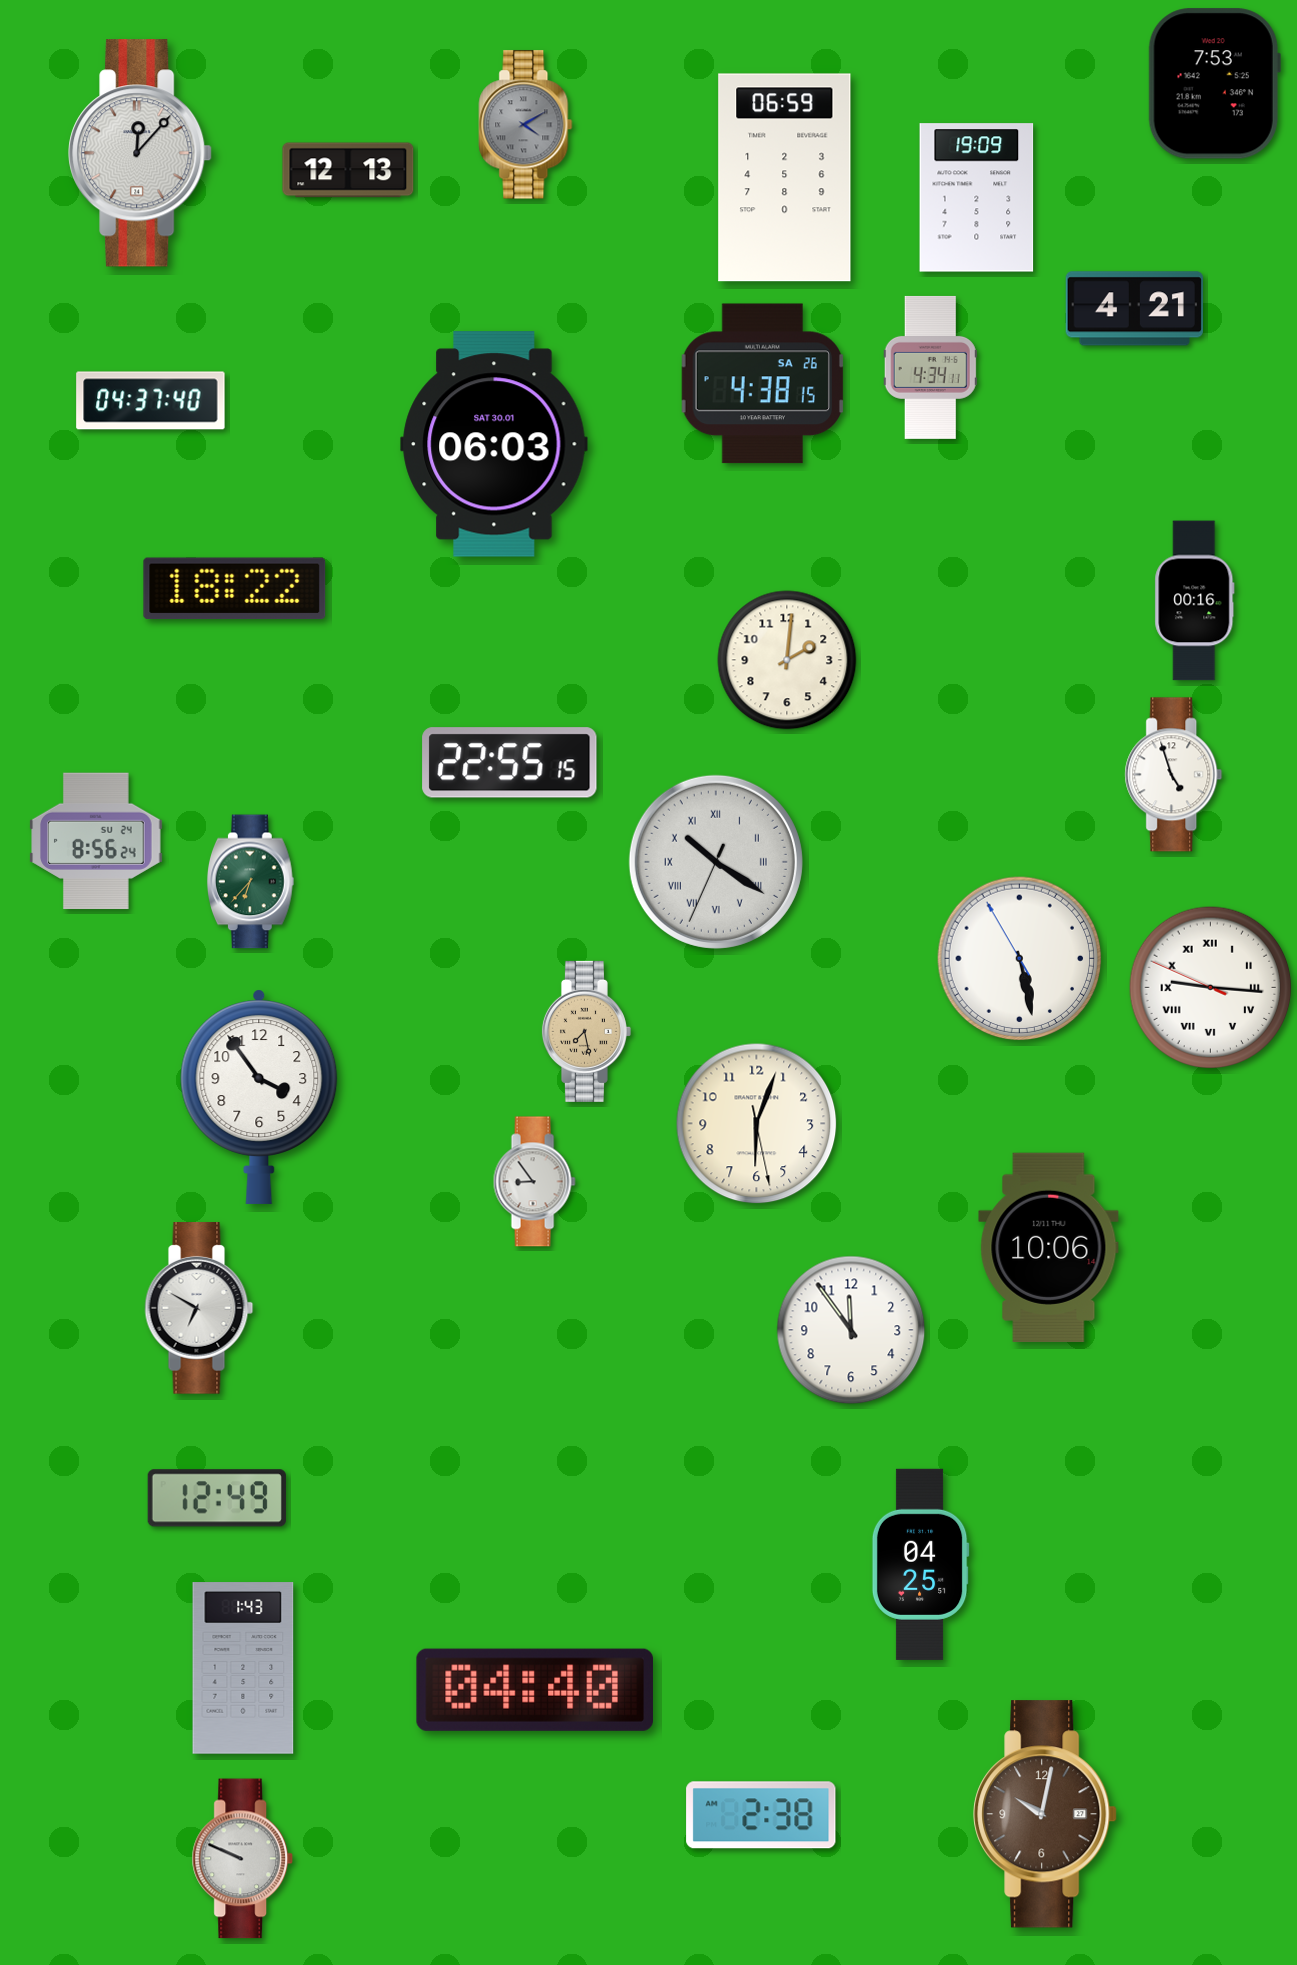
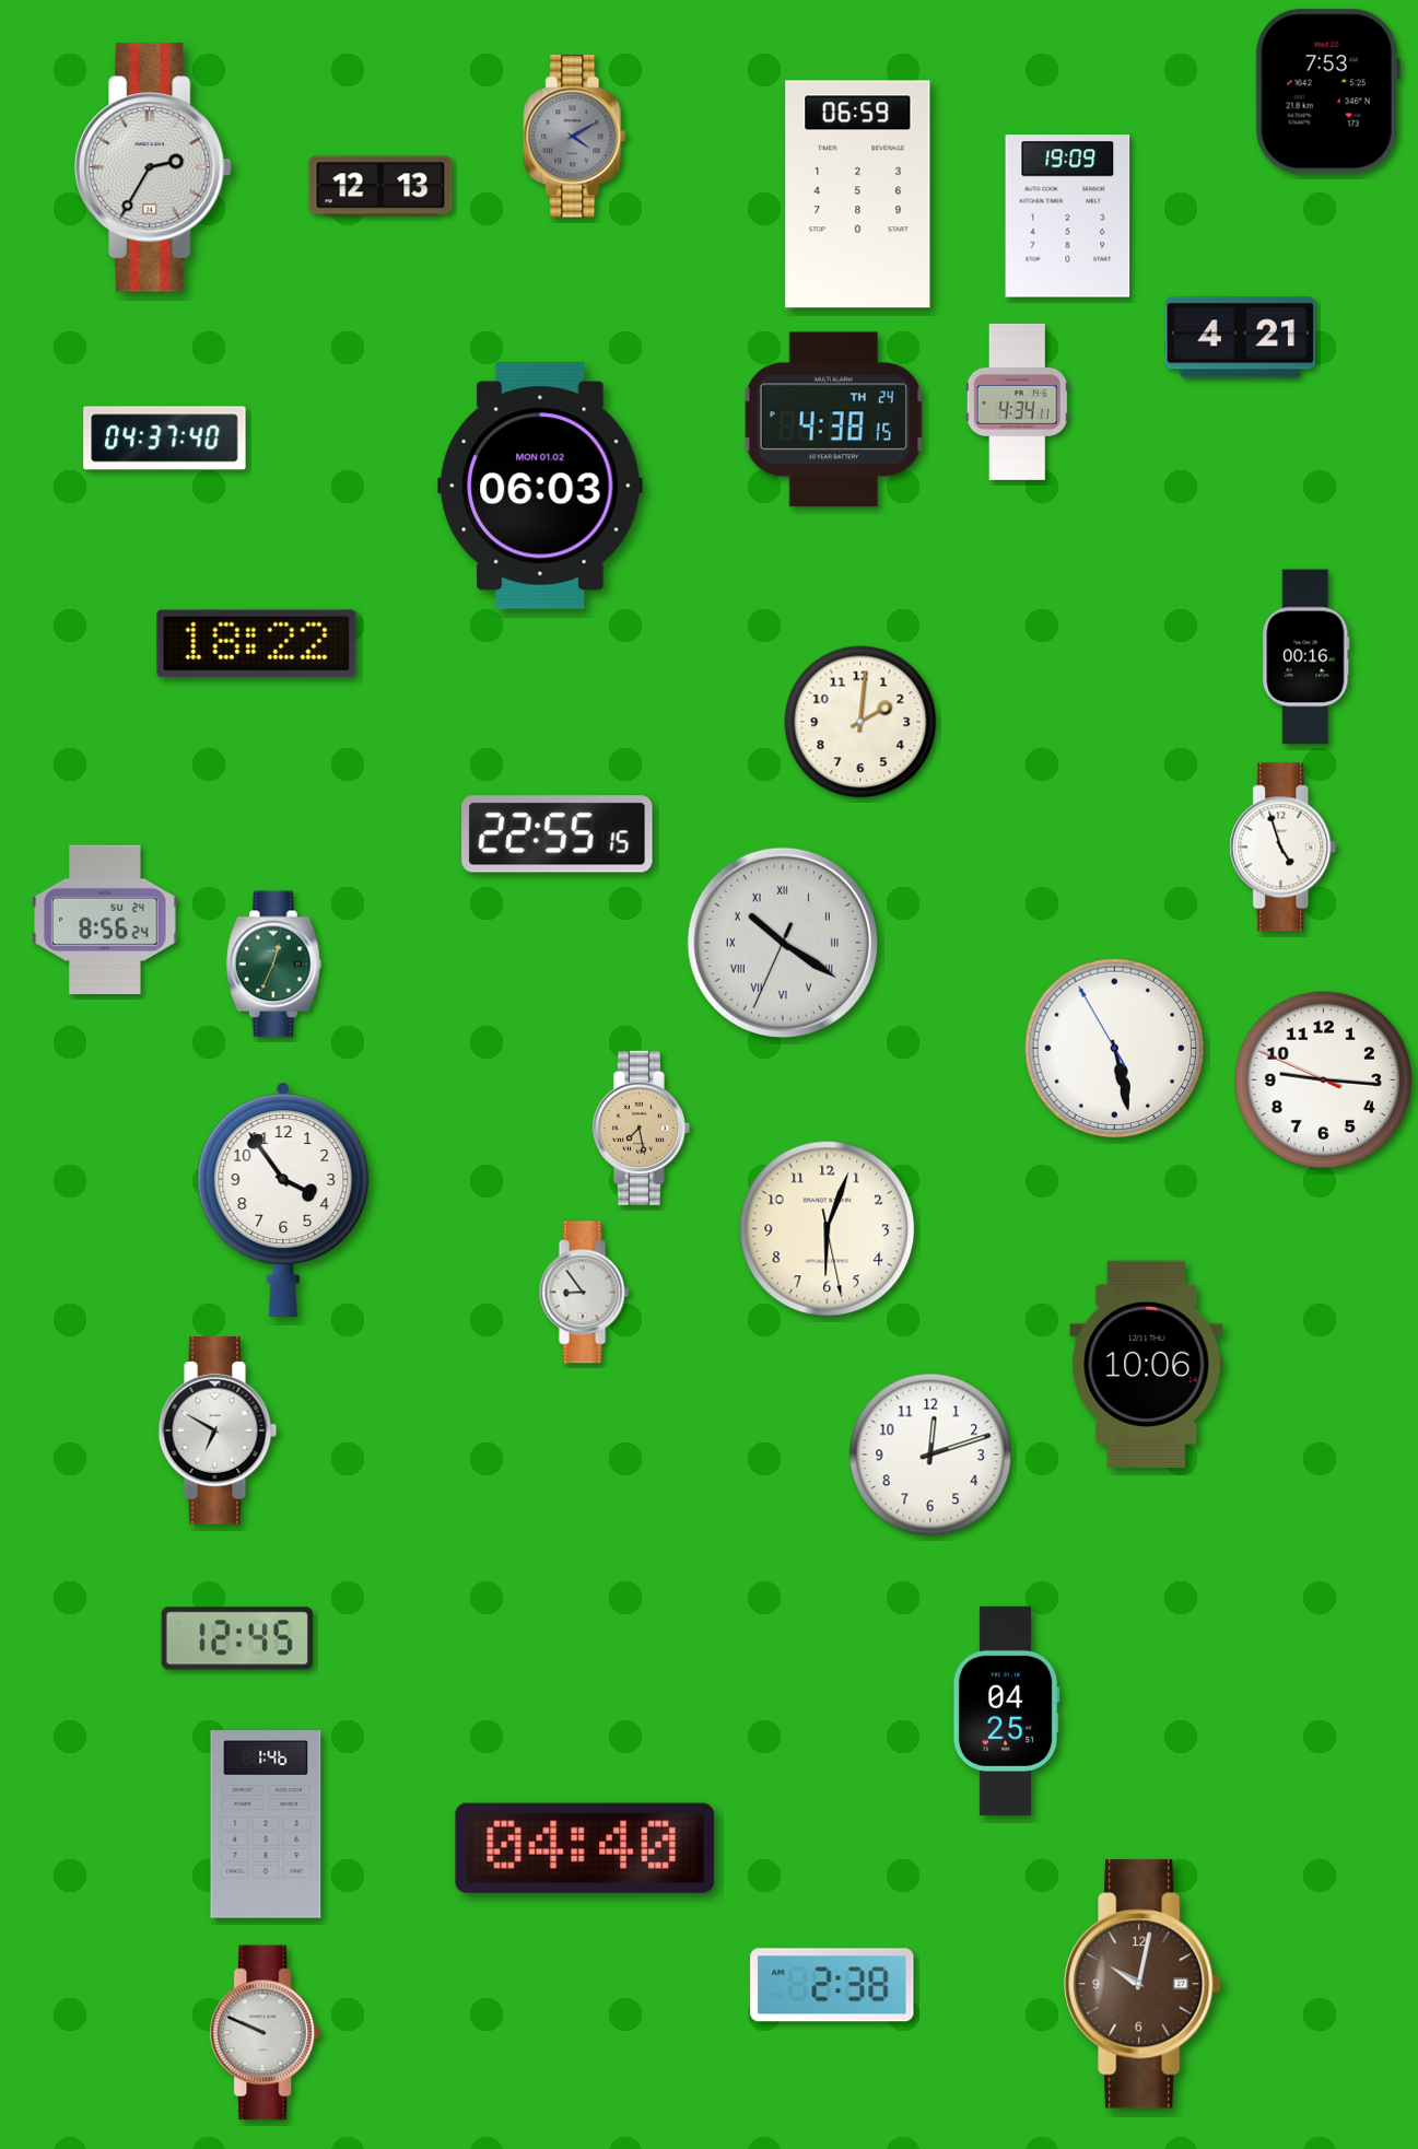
clock at (140, 153): 12:07 -> 2:35
clock at (762, 384) date: SA 26 -> TH 24
clock at (494, 444) date: SAT 30.01 -> MON 01.02
clock at (250, 882): 6:37 -> 12:34
clock at (1211, 988) numerals: Roman -> Arabic
clock at (851, 1330): 11:54 -> 12:12
clock at (217, 1498): 12:49 -> 12:45
clock at (243, 1668): 1:43 -> 1:46
